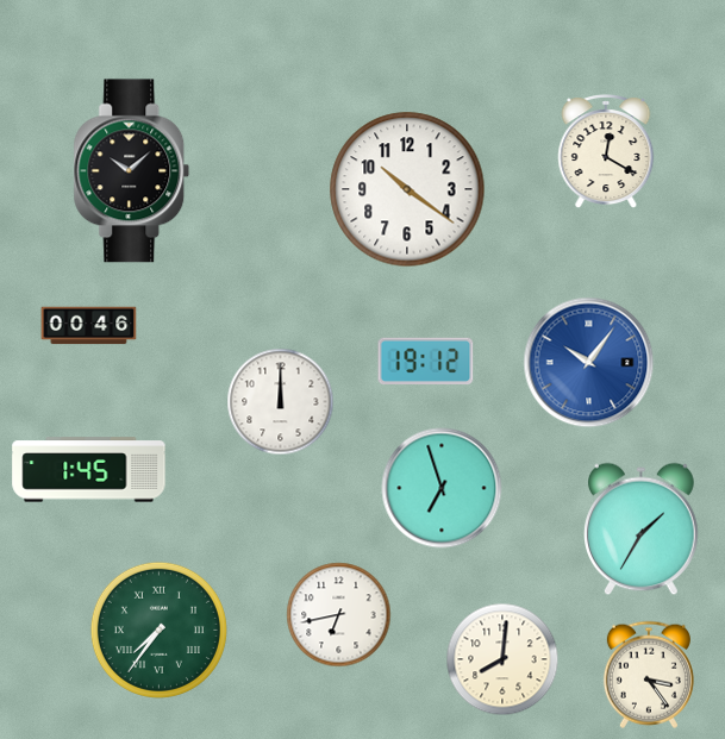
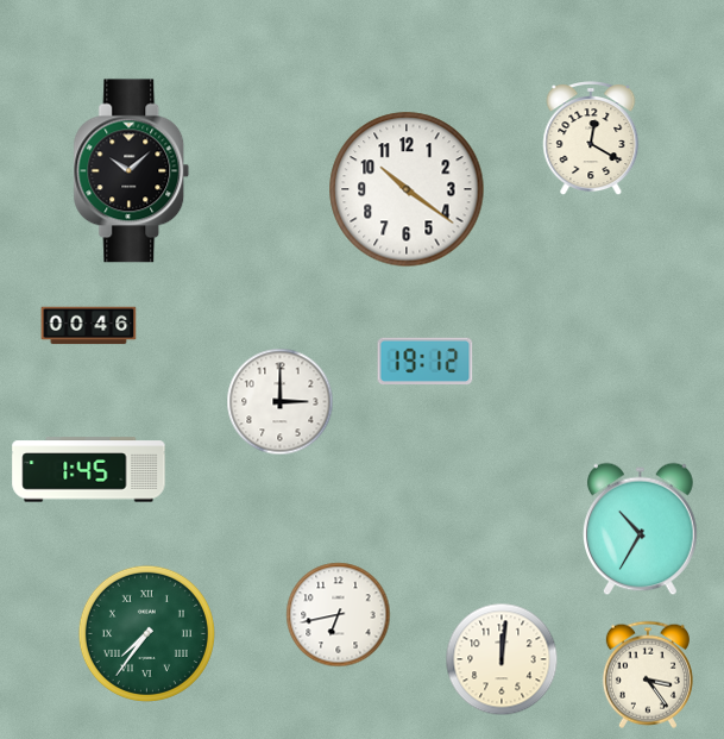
clock at (606, 152) position: (606, 152) -> (591, 139)
clock at (589, 363): 10:06 -> none
clock at (281, 402): 12:00 -> 3:00
clock at (442, 488): 6:57 -> none
clock at (642, 530): 1:35 -> 10:35
clock at (158, 630) position: (158, 630) -> (146, 633)
clock at (502, 659): 8:01 -> 12:01
